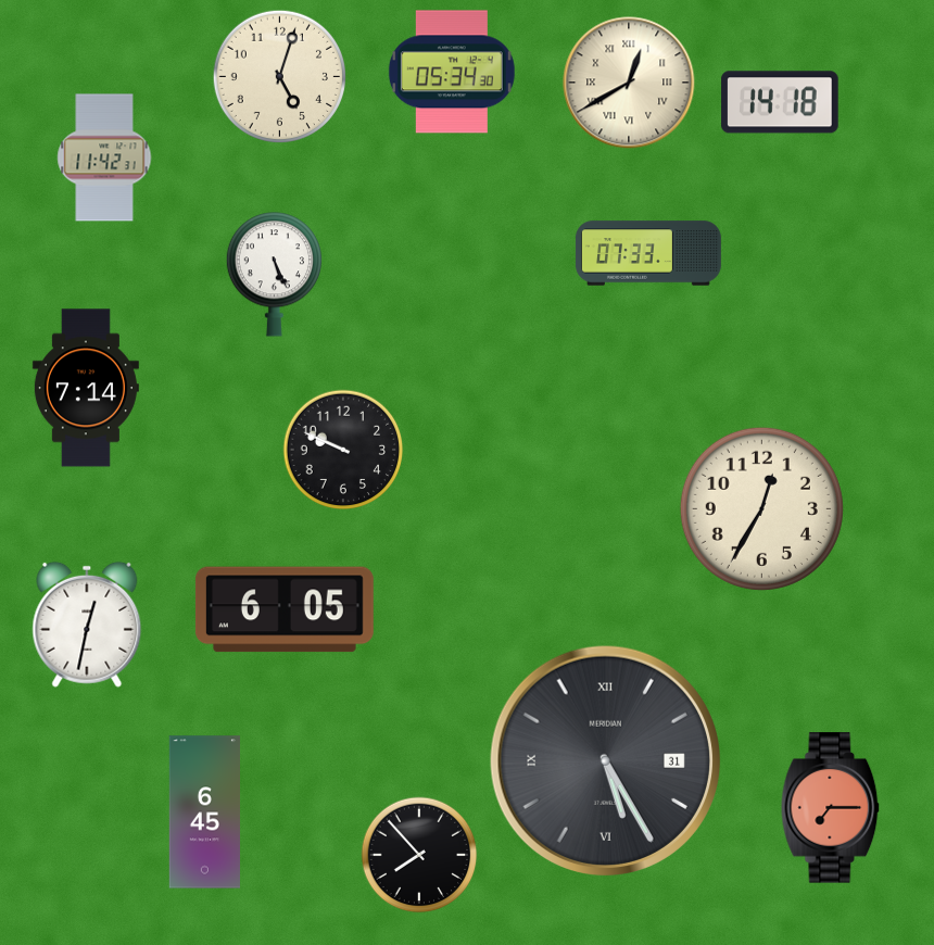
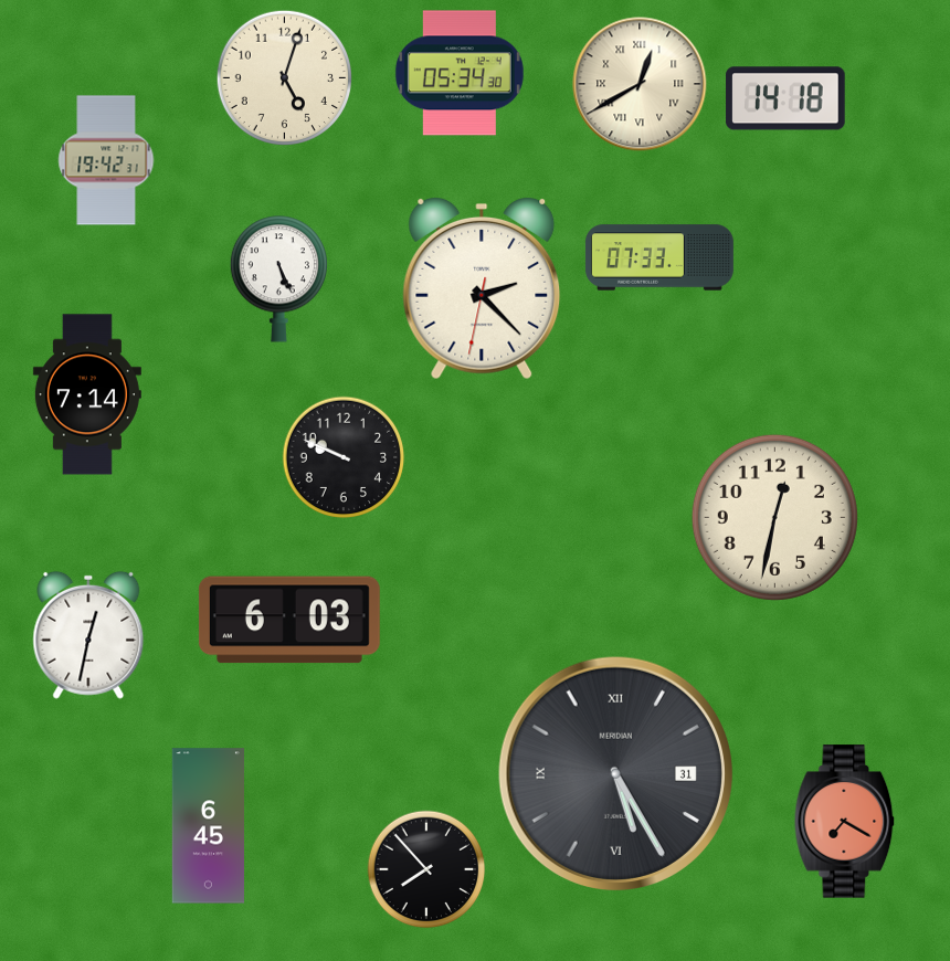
clock at (780, 102) position: (780, 102) -> (785, 98)
clock at (104, 157): 11:42 -> 19:42
clock at (482, 288): none -> 2:22
clock at (343, 450) position: (343, 450) -> (344, 457)
clock at (761, 508): 12:35 -> 12:32
clock at (285, 609): 6:05 -> 6:03
clock at (831, 808): 7:15 -> 7:20
